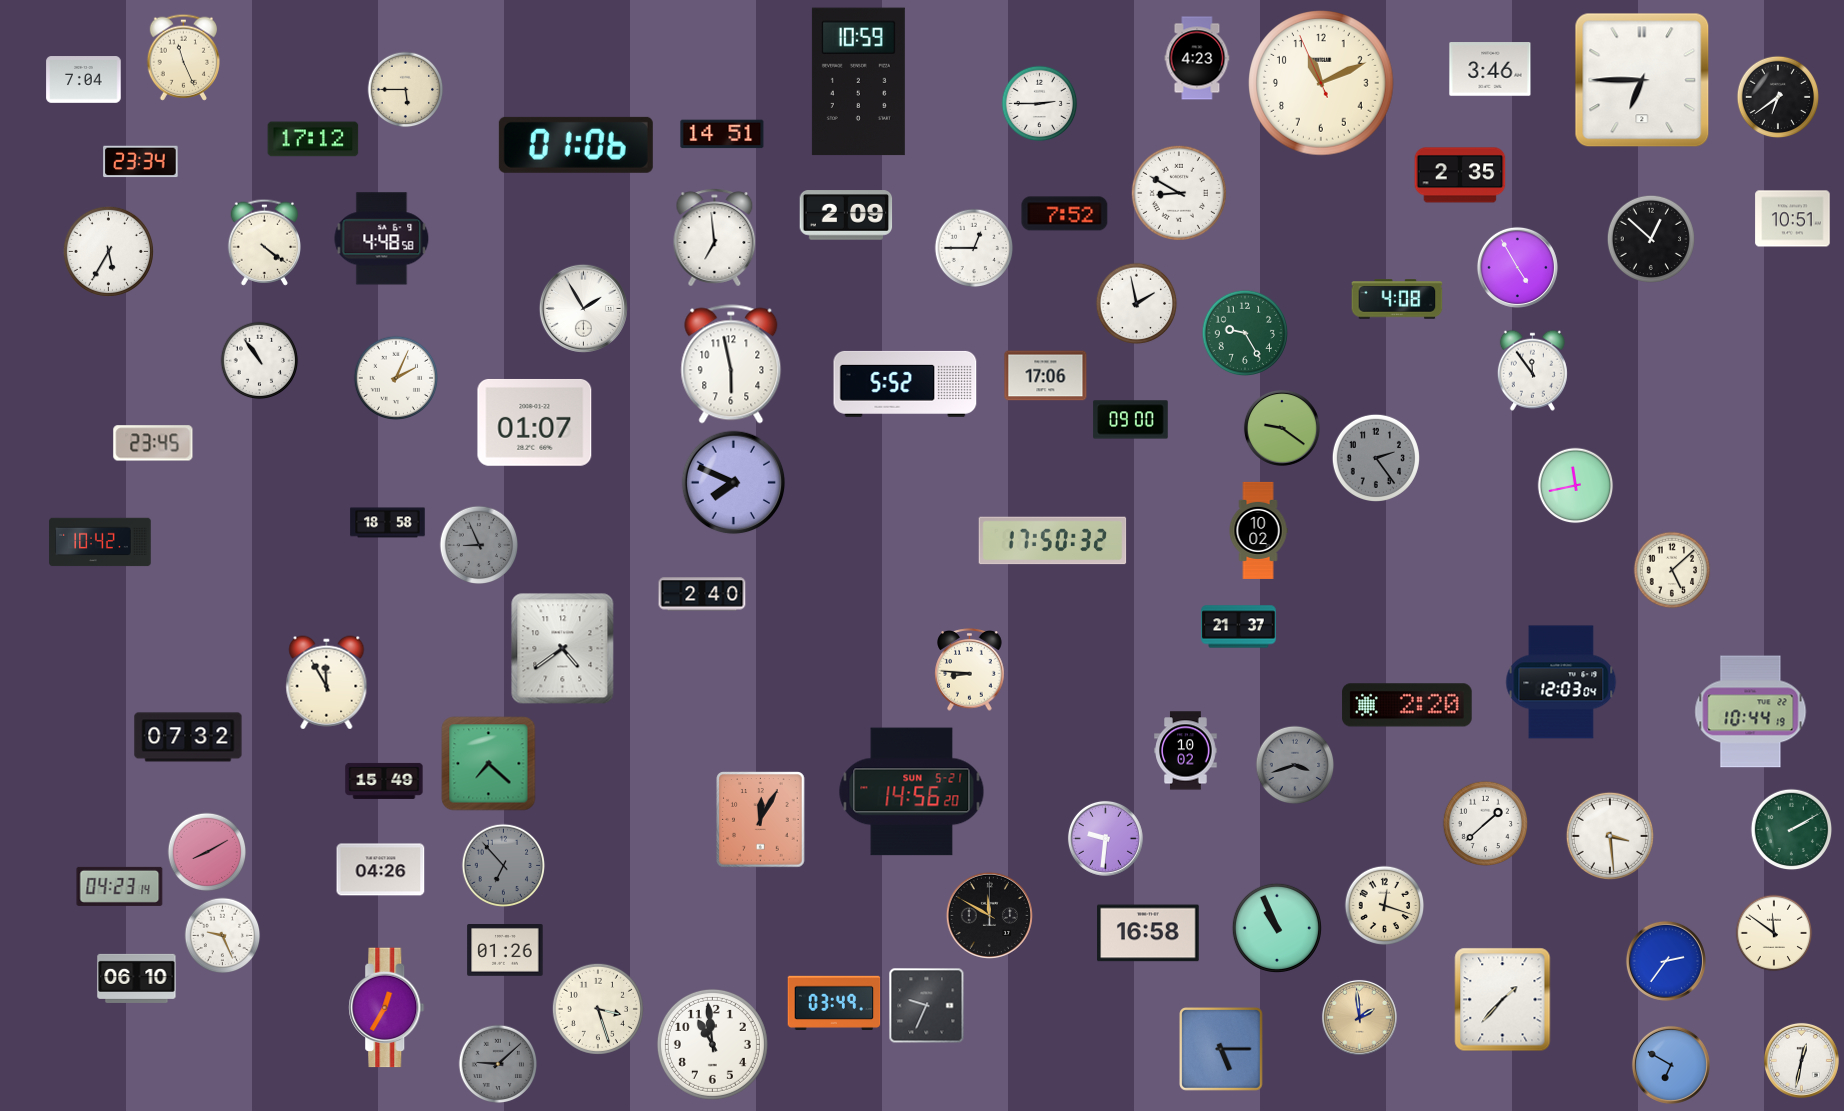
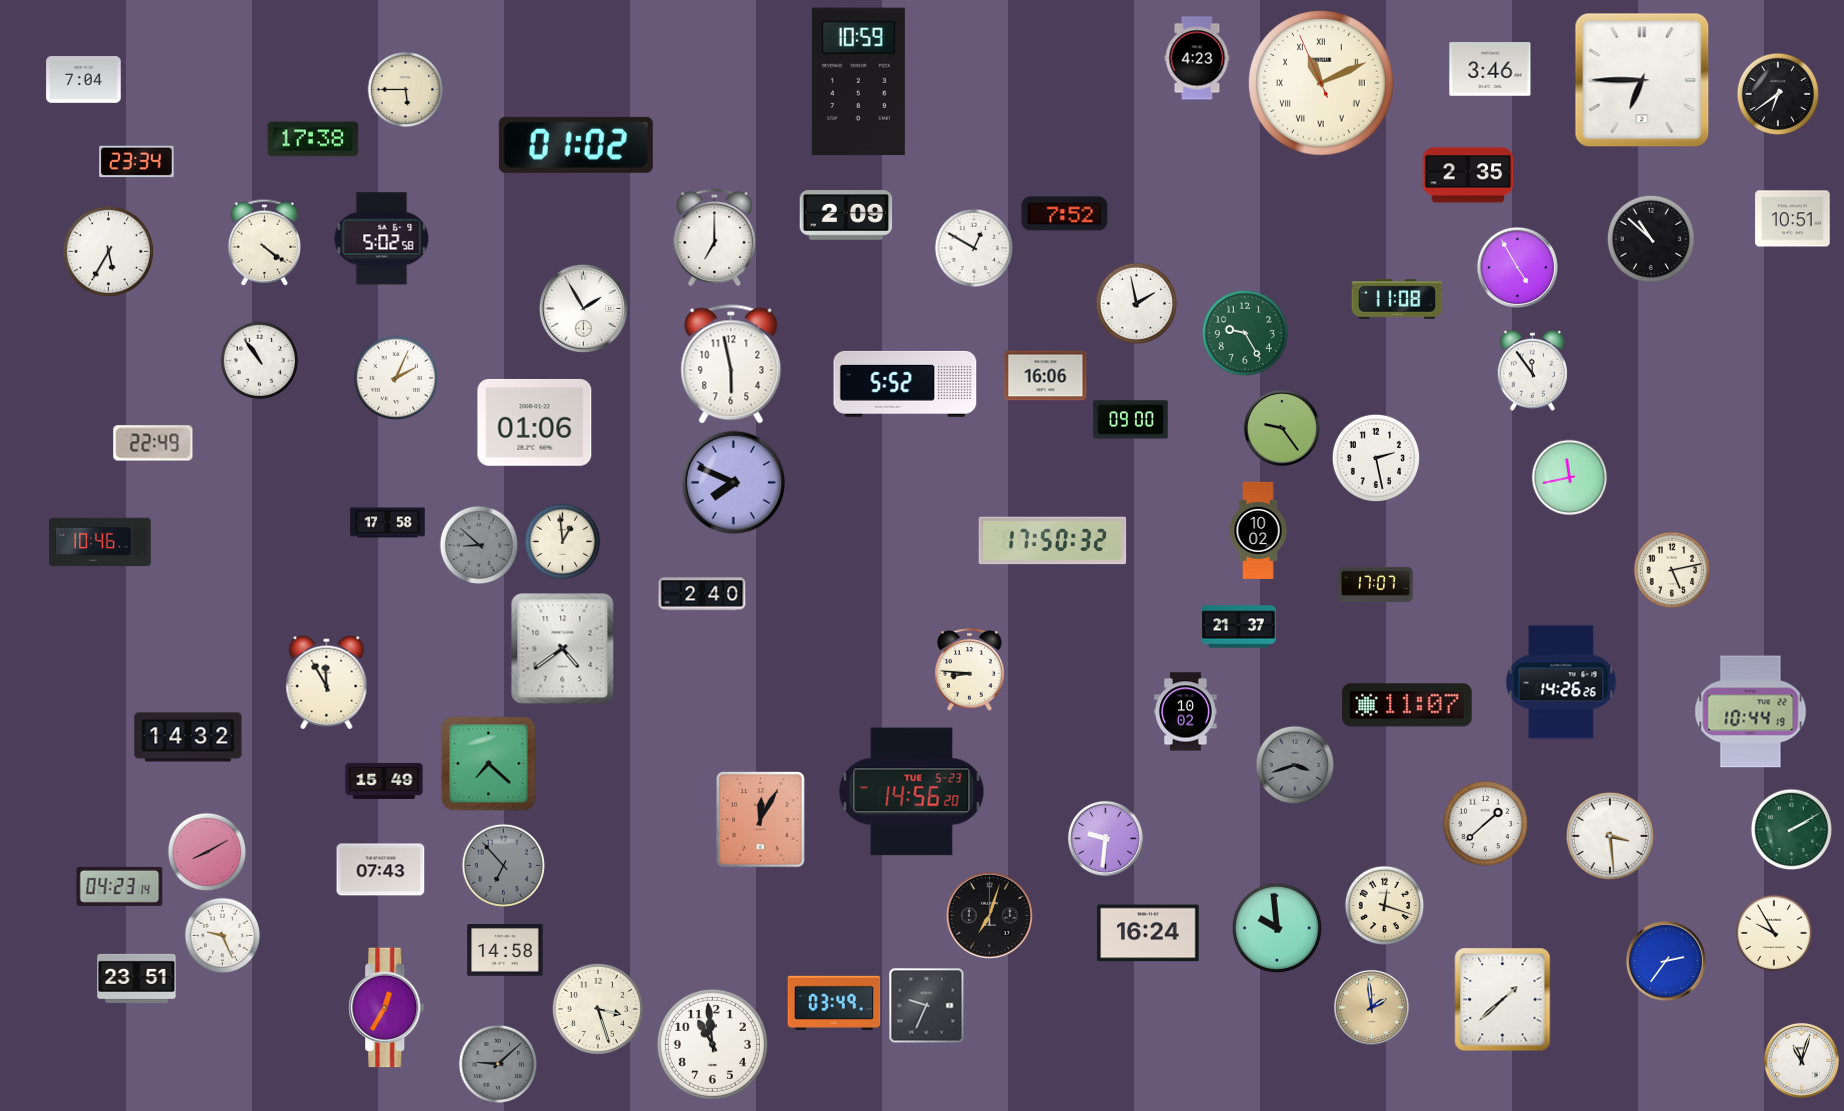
clock at (183, 57): 11:26 -> none
clock at (1321, 83) numerals: Arabic -> Roman
clock at (1778, 97) position: (1778, 97) -> (1778, 94)
clock at (1040, 104): 2:45 -> none
clock at (722, 134): 14:51 -> none
clock at (313, 139): 17:12 -> 17:38
clock at (576, 145): 01:06 -> 01:02
clock at (141, 162) position: (141, 162) -> (137, 162)
clock at (1460, 175) position: (1460, 175) -> (1468, 175)
clock at (1179, 193): 8:50 -> none
clock at (715, 238): 6:59 -> 7:00
clock at (1650, 238): 12:52 -> 10:52
clock at (382, 239): 4:48 -> 5:02
clock at (974, 248): 12:45 -> 12:50
clock at (1397, 299): 4:08 -> 11:08
clock at (1046, 376): 17:06 -> 16:06
clock at (535, 422): 01:07 -> 01:06
clock at (1282, 428): 9:21 -> 9:24
clock at (153, 443): 23:45 -> 22:49
clock at (1375, 457): 2:24 -> 2:28
clock at (1375, 457) dial: grey -> white
clock at (1576, 486) position: (1576, 486) -> (1570, 478)
clock at (388, 523): 18:58 -> 17:58
clock at (100, 542): 10:42 -> 10:46
clock at (563, 542): none -> 12:59
clock at (479, 545): 8:56 -> 8:52
clock at (1672, 570): 5:08 -> 5:13
clock at (1376, 585): none -> 17:07
clock at (1561, 682): 12:03 -> 14:26
clock at (1407, 705): 2:20 -> 11:07
clock at (188, 737): 07:32 -> 14:32
clock at (1186, 751) position: (1186, 751) -> (1186, 712)
clock at (912, 792) date: SUN 5-21 -> TUE 5-23
clock at (381, 870): 04:26 -> 07:43
clock at (989, 915): 11:50 -> 7:03
clock at (1277, 928): 10:56 -> 9:59
clock at (1148, 933): 16:58 -> 16:24
clock at (1774, 933): 11:51 -> 9:55
clock at (505, 951): 01:26 -> 14:58
clock at (137, 978): 06:10 -> 23:51
clock at (1503, 1000): 1:37 -> 1:38
clock at (1359, 1017) position: (1359, 1017) -> (1371, 1007)
clock at (1222, 1050): 5:15 -> none
clock at (1801, 1060): 12:32 -> 11:03
clock at (1671, 1065): 6:50 -> none
